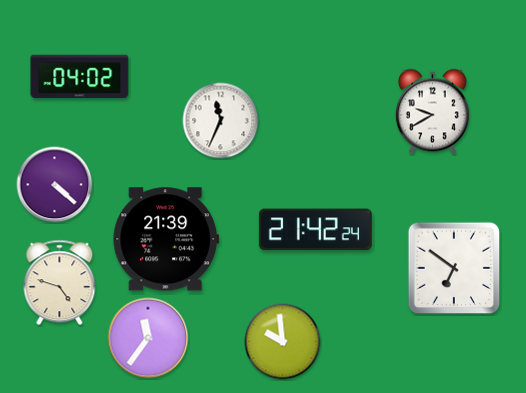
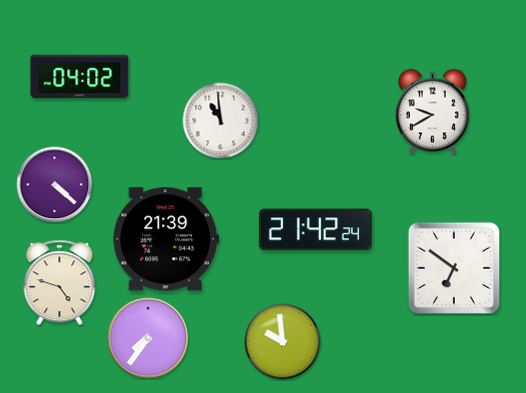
clock at (221, 121): 11:34 -> 10:59
clock at (148, 338): 11:36 -> 7:36
